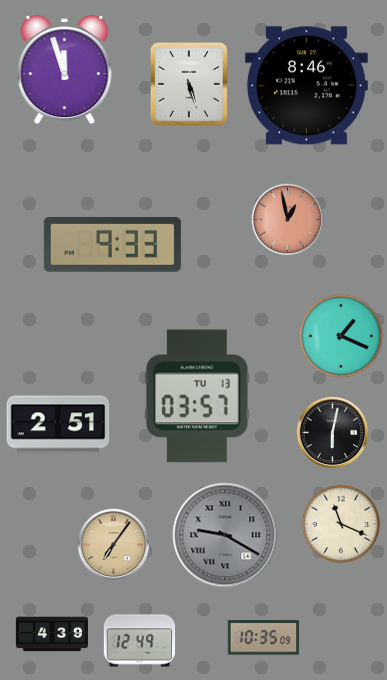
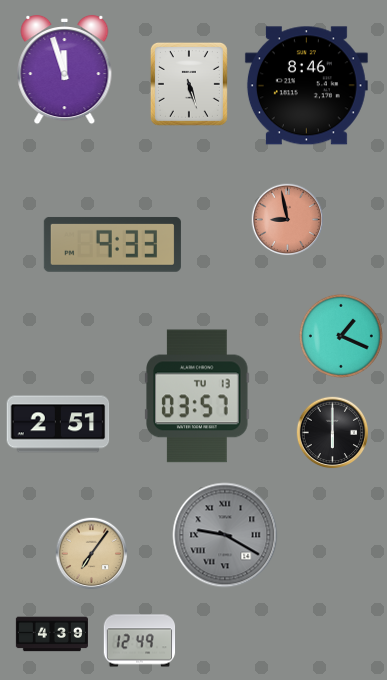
clock at (288, 220): 12:58 -> 8:58
clock at (333, 433): 6:02 -> 6:00
clock at (341, 524): 11:19 -> none
clock at (114, 545) position: (114, 545) -> (92, 554)
clock at (264, 638): 10:35 -> none
